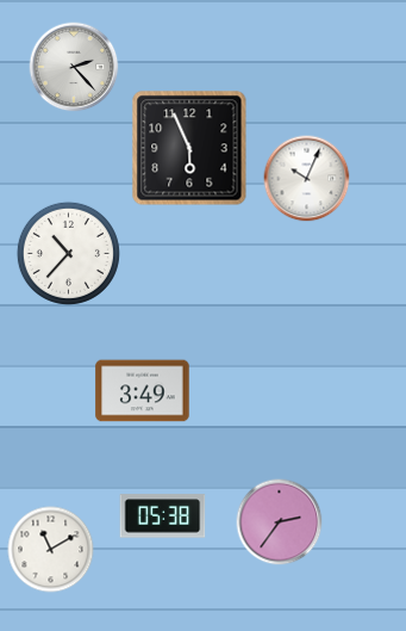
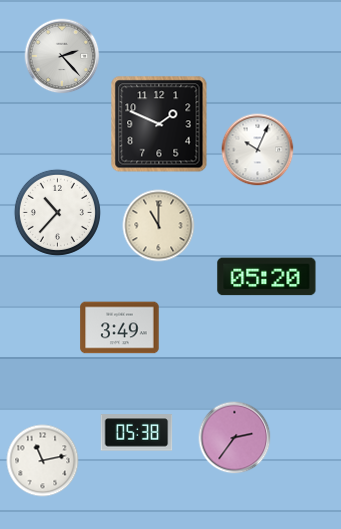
clock at (189, 148): 5:56 -> 1:49
clock at (159, 226): none -> 11:00
clock at (267, 277): none -> 05:20
clock at (51, 550): 11:10 -> 11:13
